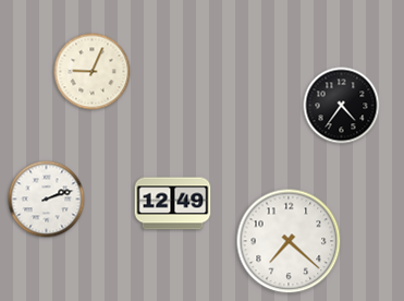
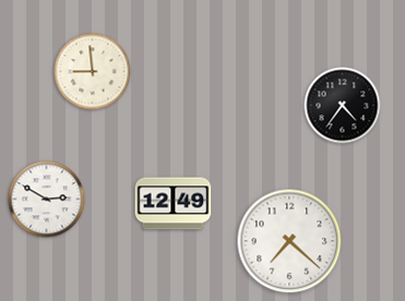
clock at (93, 72): 9:04 -> 8:59
clock at (47, 200): 2:12 -> 2:50
